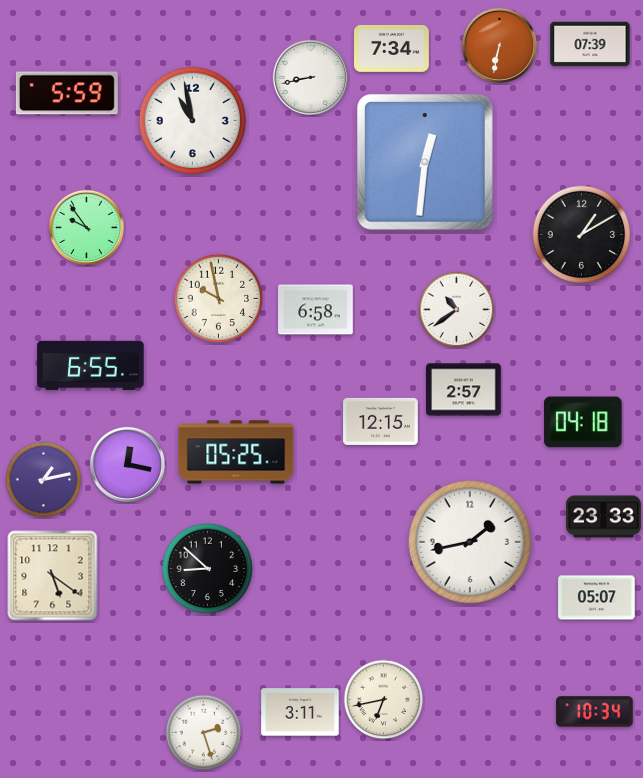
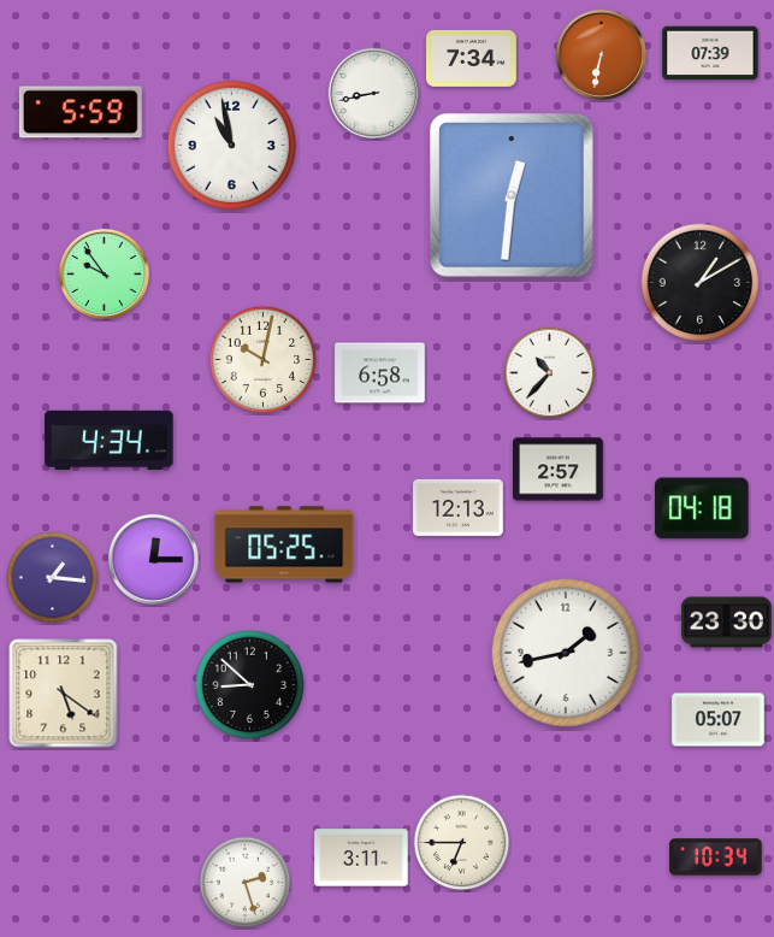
clock at (219, 299): 9:58 -> 10:02
clock at (457, 310): 10:39 -> 10:37
clock at (91, 365): 6:55 -> 4:34
clock at (381, 421): 12:15 -> 12:13
clock at (127, 464): 12:17 -> 12:15
clock at (44, 480): 1:13 -> 1:16
clock at (604, 517): 23:33 -> 23:30
clock at (384, 700): 6:43 -> 6:45
